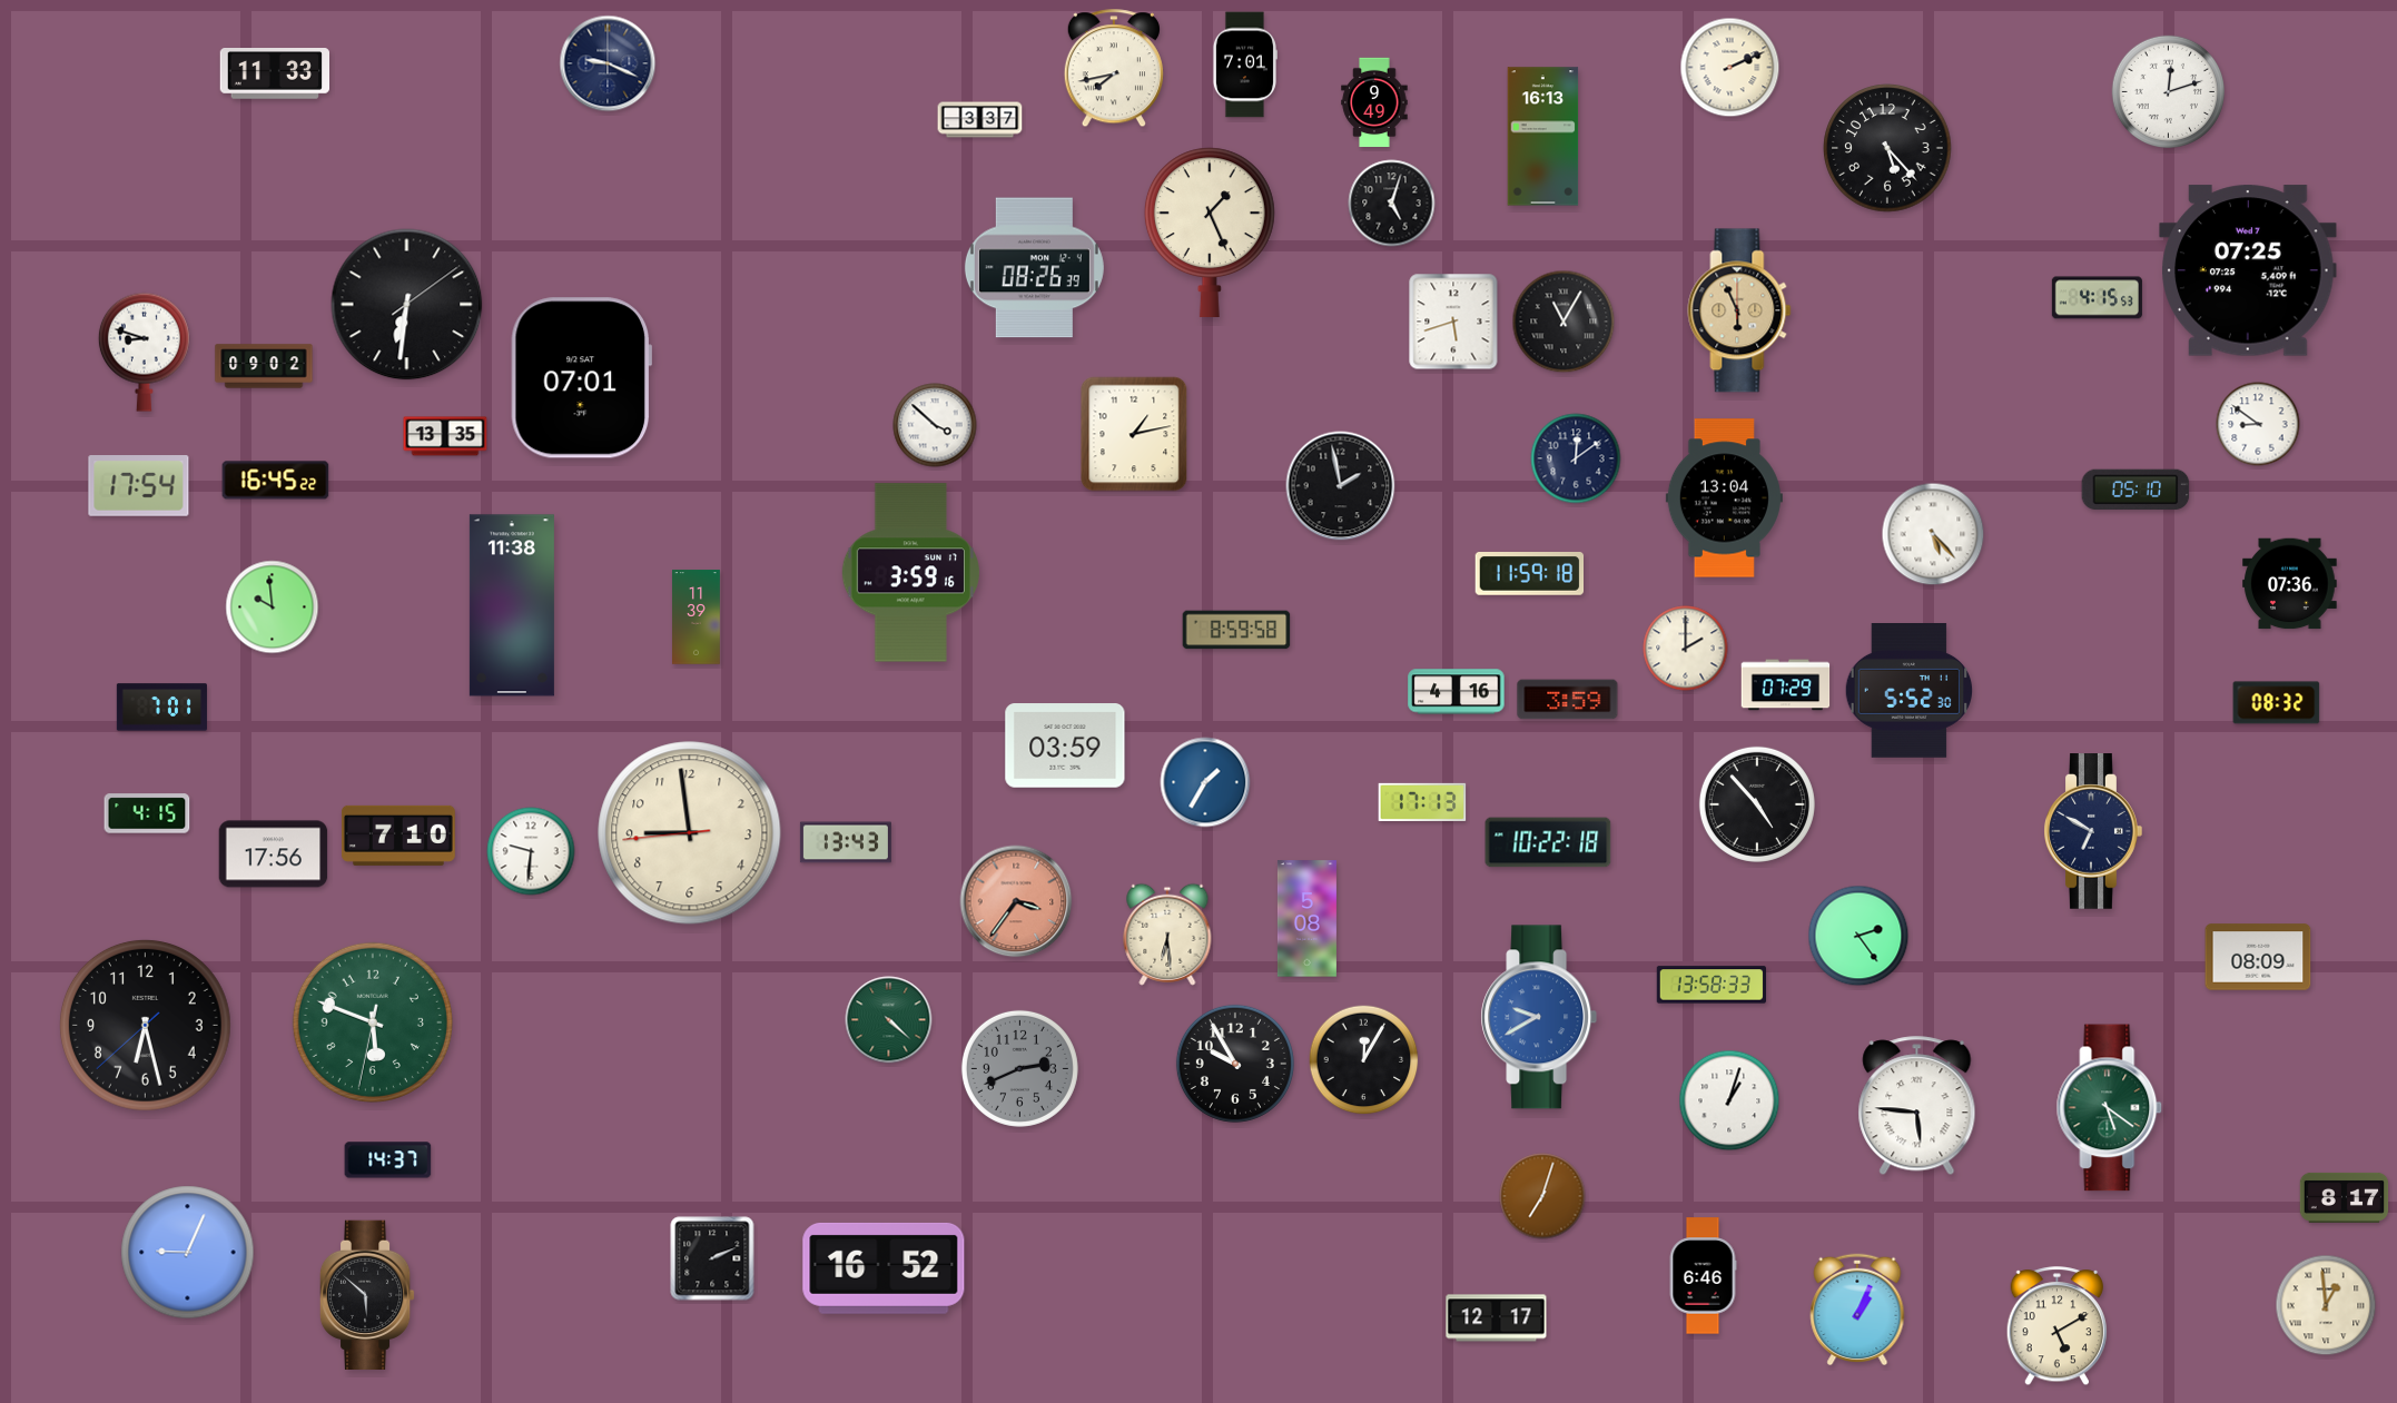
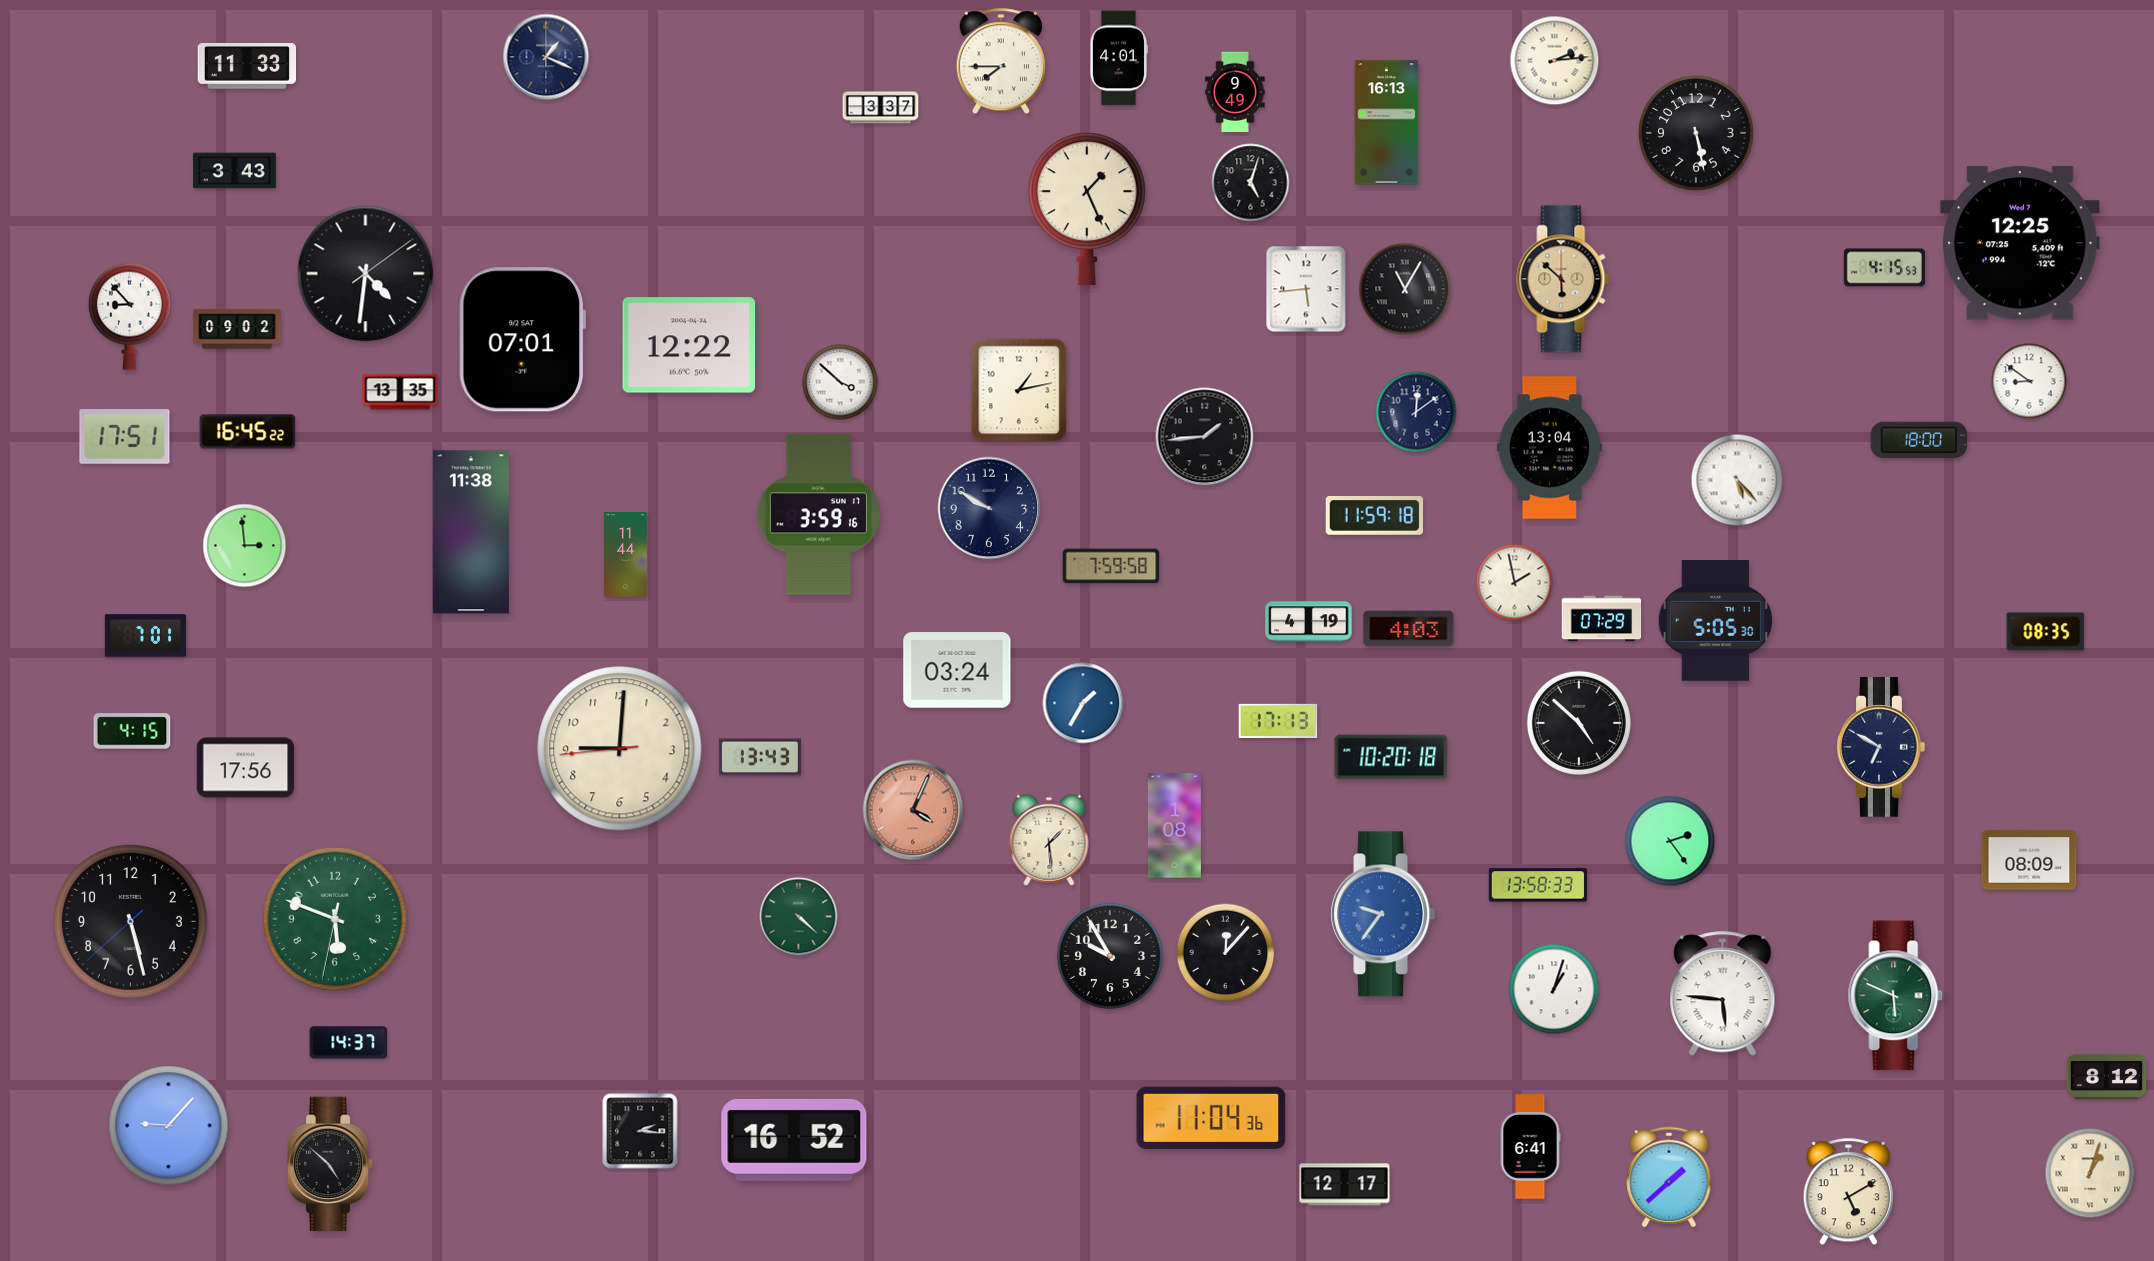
clock at (608, 63): 9:19 -> 1:19
clock at (1244, 65): 7:01 -> 4:01
clock at (1730, 68): 2:11 -> 2:14
clock at (1114, 69): 7:43 -> 7:45
clock at (2168, 91): 12:12 -> none
clock at (1887, 148): 5:23 -> 5:28
clock at (234, 171): none -> 3:43
clock at (1034, 268): 08:26 -> none
clock at (2248, 270): 07:25 -> 12:25
clock at (407, 305): 6:31 -> 4:31
clock at (1739, 310): 5:56 -> 5:52
clock at (1453, 322): 5:42 -> 5:44
clock at (144, 352): 8:48 -> 8:53
clock at (689, 345): none -> 12:22
clock at (139, 486): 17:54 -> 17:51
clock at (1341, 486): 1:58 -> 1:44
clock at (2135, 490): 05:10 -> 18:00
clock at (989, 508): none -> 9:50
clock at (2290, 584): 07:36 -> none
clock at (512, 605) position: (512, 605) -> (471, 532)
clock at (273, 607): 9:59 -> 2:59
clock at (697, 617): 11:39 -> 11:44
clock at (1236, 630): 8:59 -> 7:59
clock at (1686, 649): 2:00 -> 1:58
clock at (1786, 685) position: (1786, 685) -> (1602, 619)
clock at (1908, 691): 5:52 -> 5:05
clock at (1457, 692): 4:16 -> 4:19
clock at (1568, 700): 3:59 -> 4:03
clock at (2277, 703): 08:32 -> 08:35
clock at (1065, 745): 03:59 -> 03:24
clock at (1757, 804): 4:53 -> 4:52
clock at (690, 833): 8:58 -> 9:00
clock at (398, 836): 7:10 -> none
clock at (1548, 842): 10:22 -> 10:20
clock at (531, 851): 9:31 -> none
clock at (1016, 901): 3:36 -> 4:04
clock at (1306, 919): 5:08 -> 1:08
clock at (1167, 935): 6:29 -> 1:29
clock at (1539, 1017): 9:40 -> 9:36
clock at (145, 1025): 6:27 -> 5:27
clock at (1364, 1060): 12:05 -> 12:07
clock at (1019, 1068): 2:41 -> none
clock at (2110, 1108): 5:21 -> 5:49
clock at (1542, 1196): 7:03 -> none
clock at (2345, 1197): 8:17 -> 8:12
clock at (1211, 1118): none -> 11:04
clock at (188, 1253): 9:04 -> 9:07
clock at (712, 1258): 2:11 -> 2:16
clock at (1703, 1276): 6:46 -> 6:41
clock at (367, 1294): 5:52 -> 4:52
clock at (2326, 1305): 12:59 -> 1:03
clock at (1857, 1310): 1:04 -> 1:38
